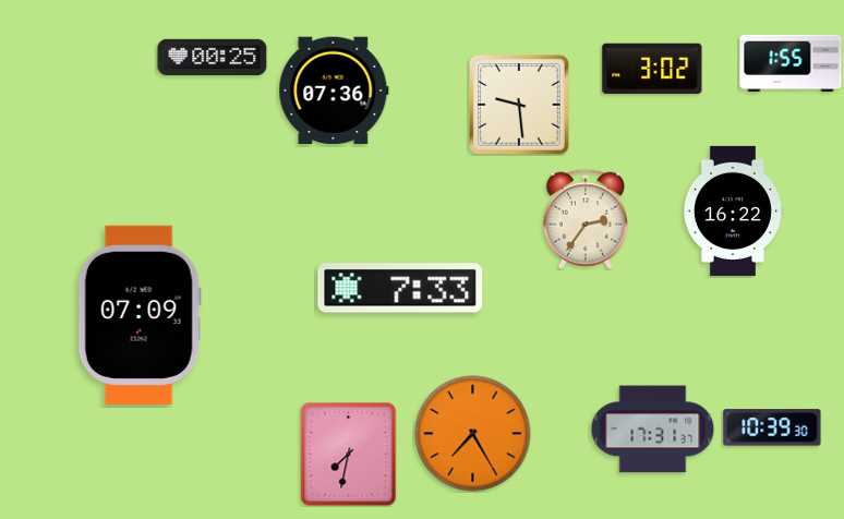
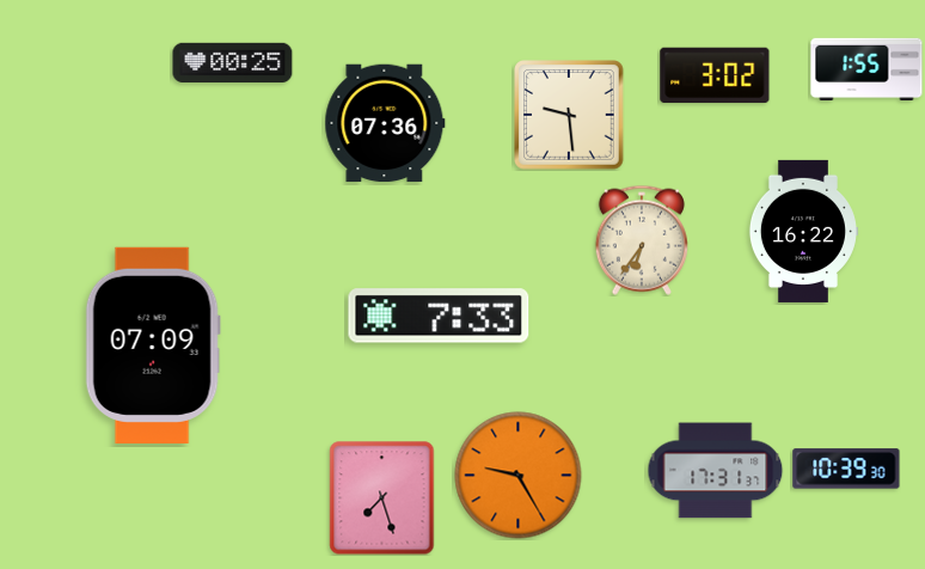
clock at (334, 90) position: (334, 90) -> (385, 123)
clock at (586, 219): 2:36 -> 6:36
clock at (473, 434): 7:25 -> 9:25
clock at (349, 455): 7:32 -> 7:27
